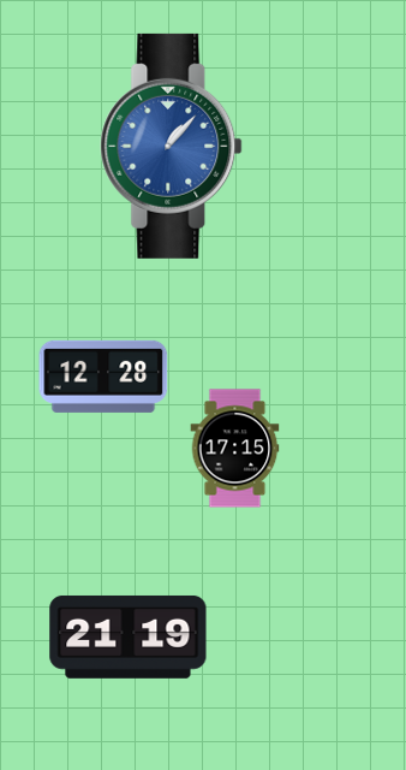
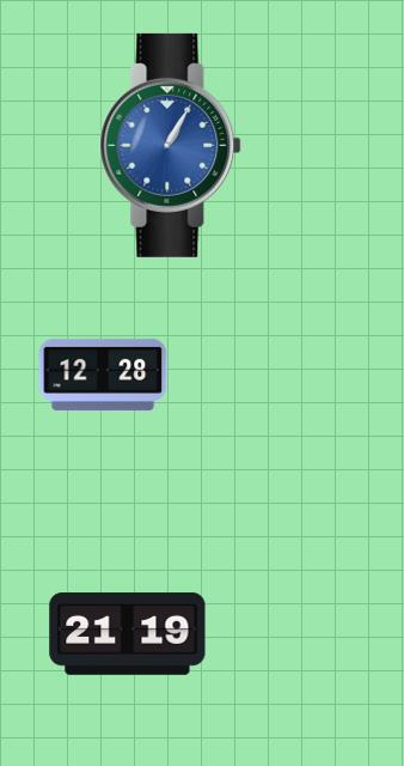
clock at (172, 146): 1:07 -> 1:05
clock at (235, 449): 17:15 -> none
